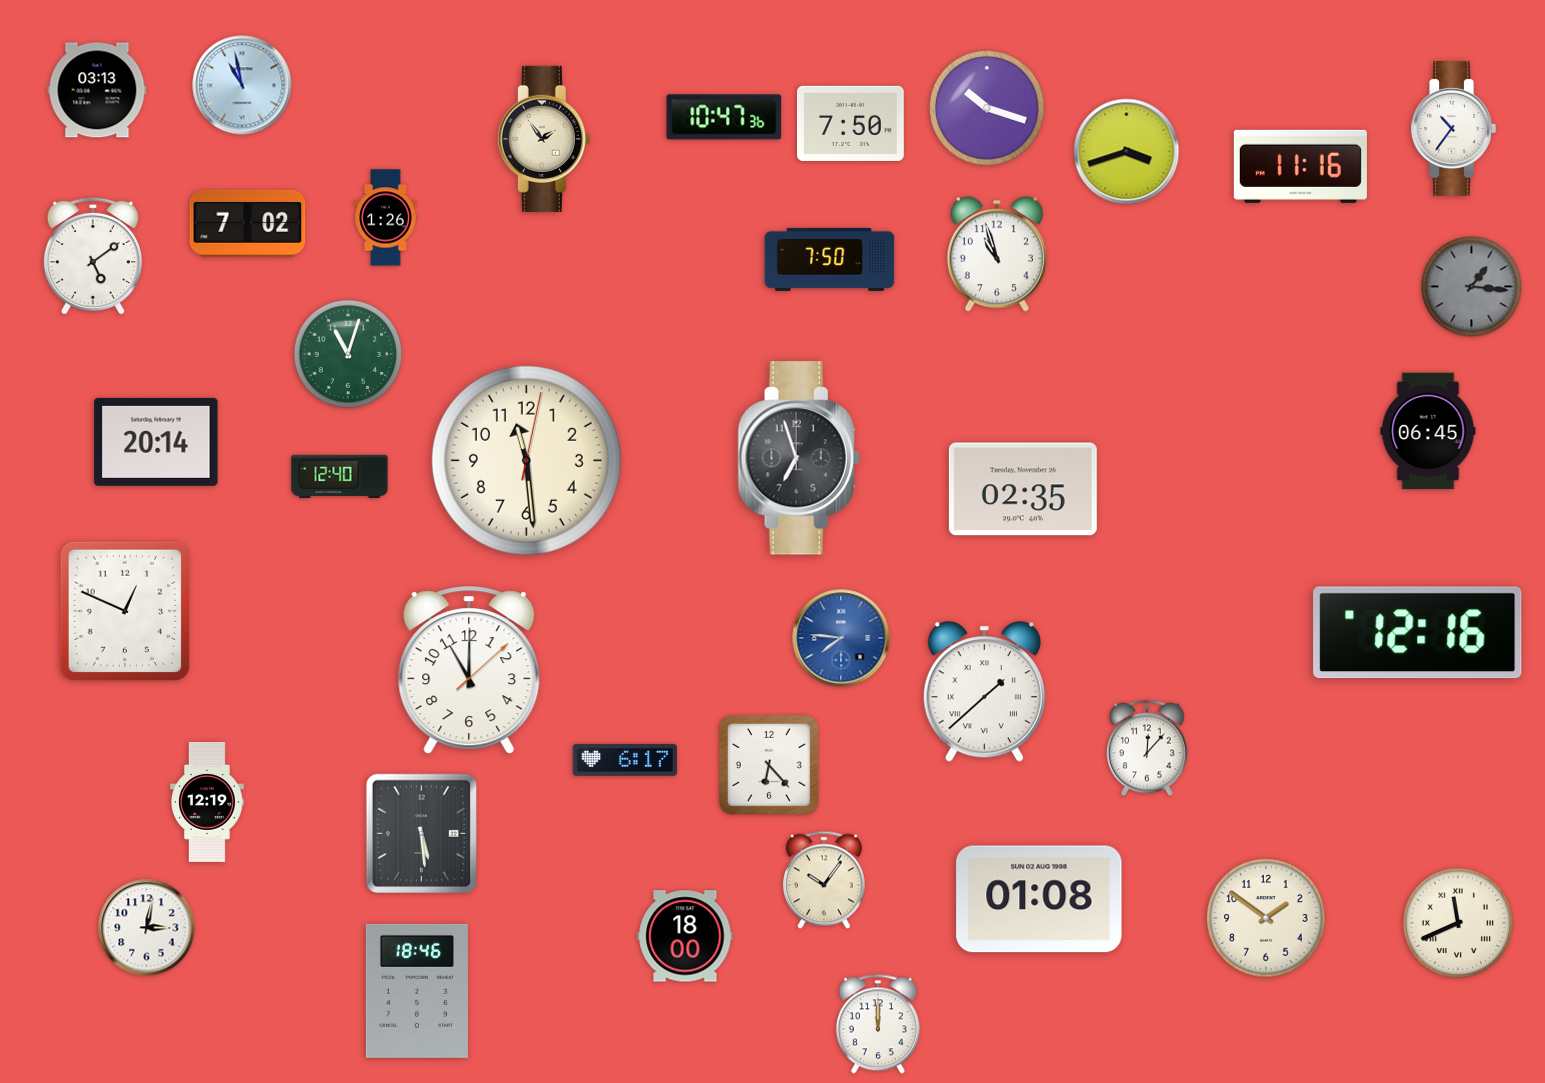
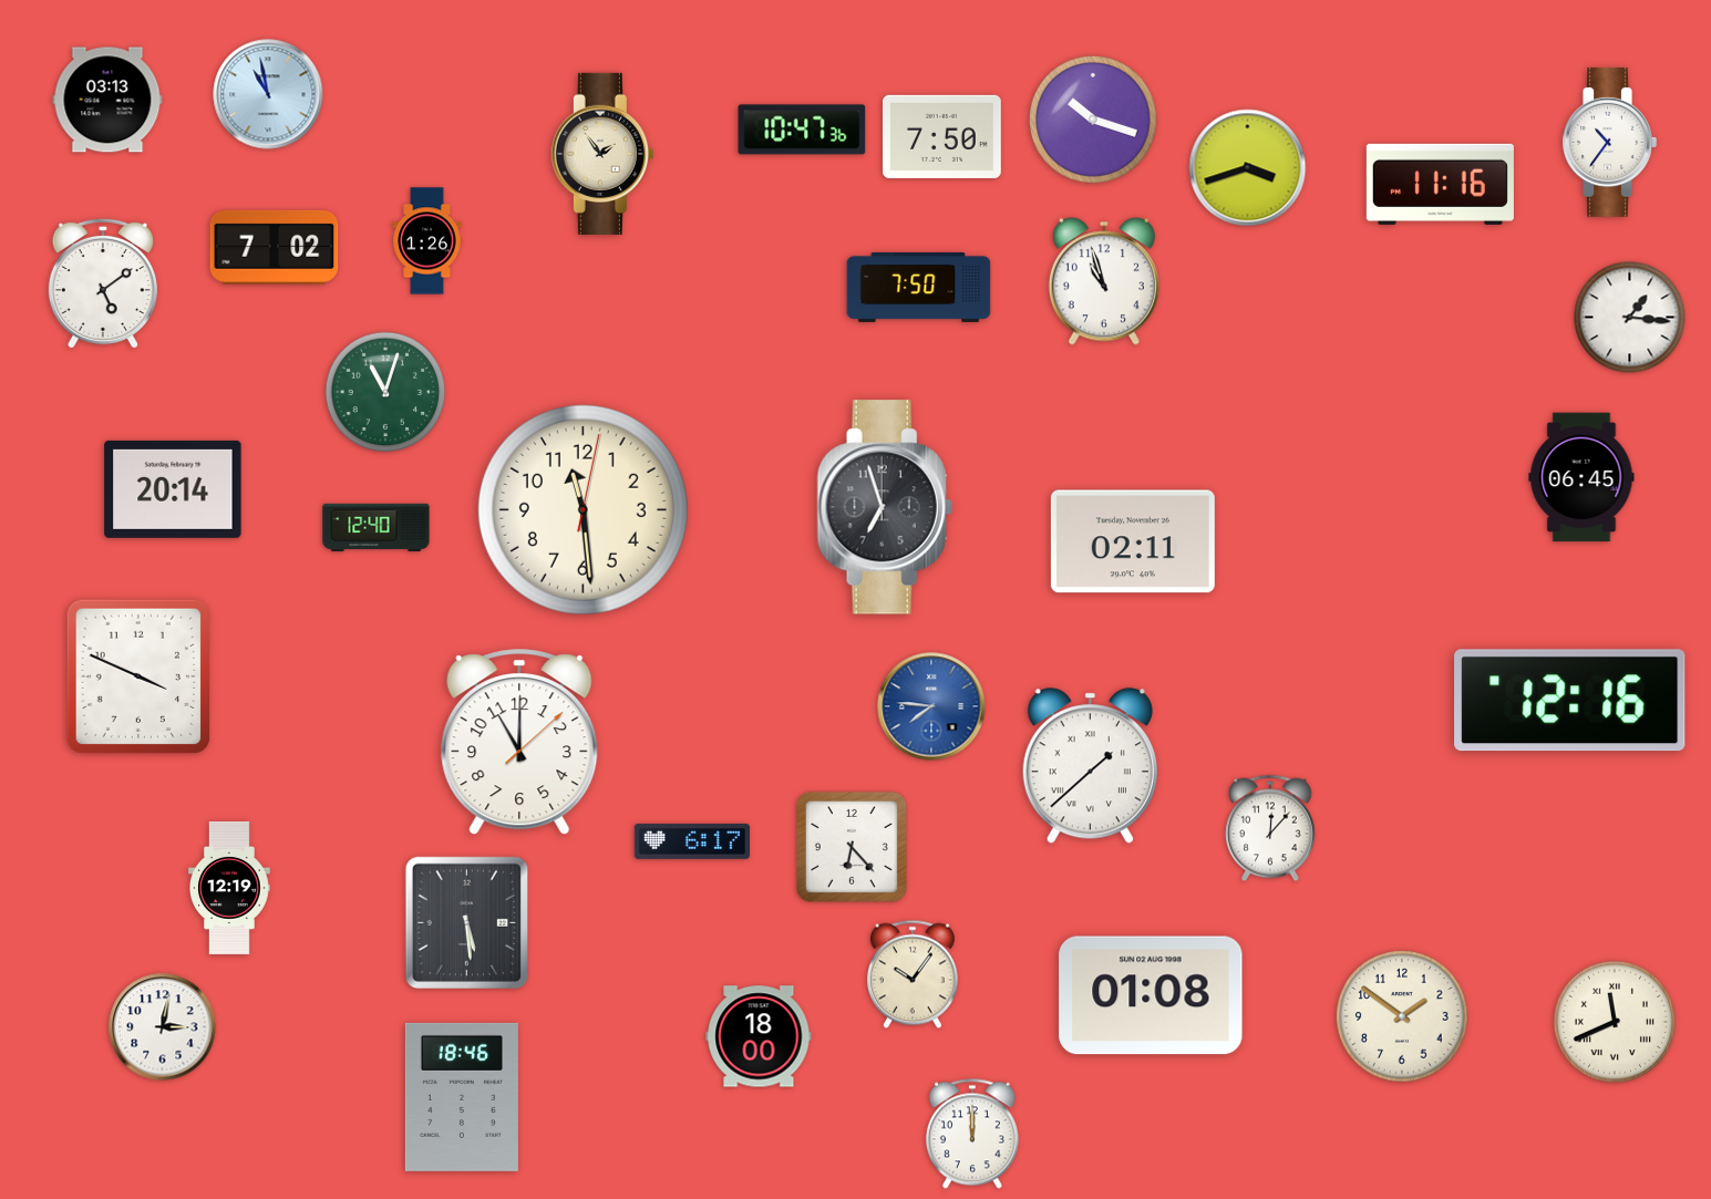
clock at (1472, 287) dial: grey -> white
clock at (1023, 489): 02:35 -> 02:11
clock at (124, 611): 12:49 -> 3:49
